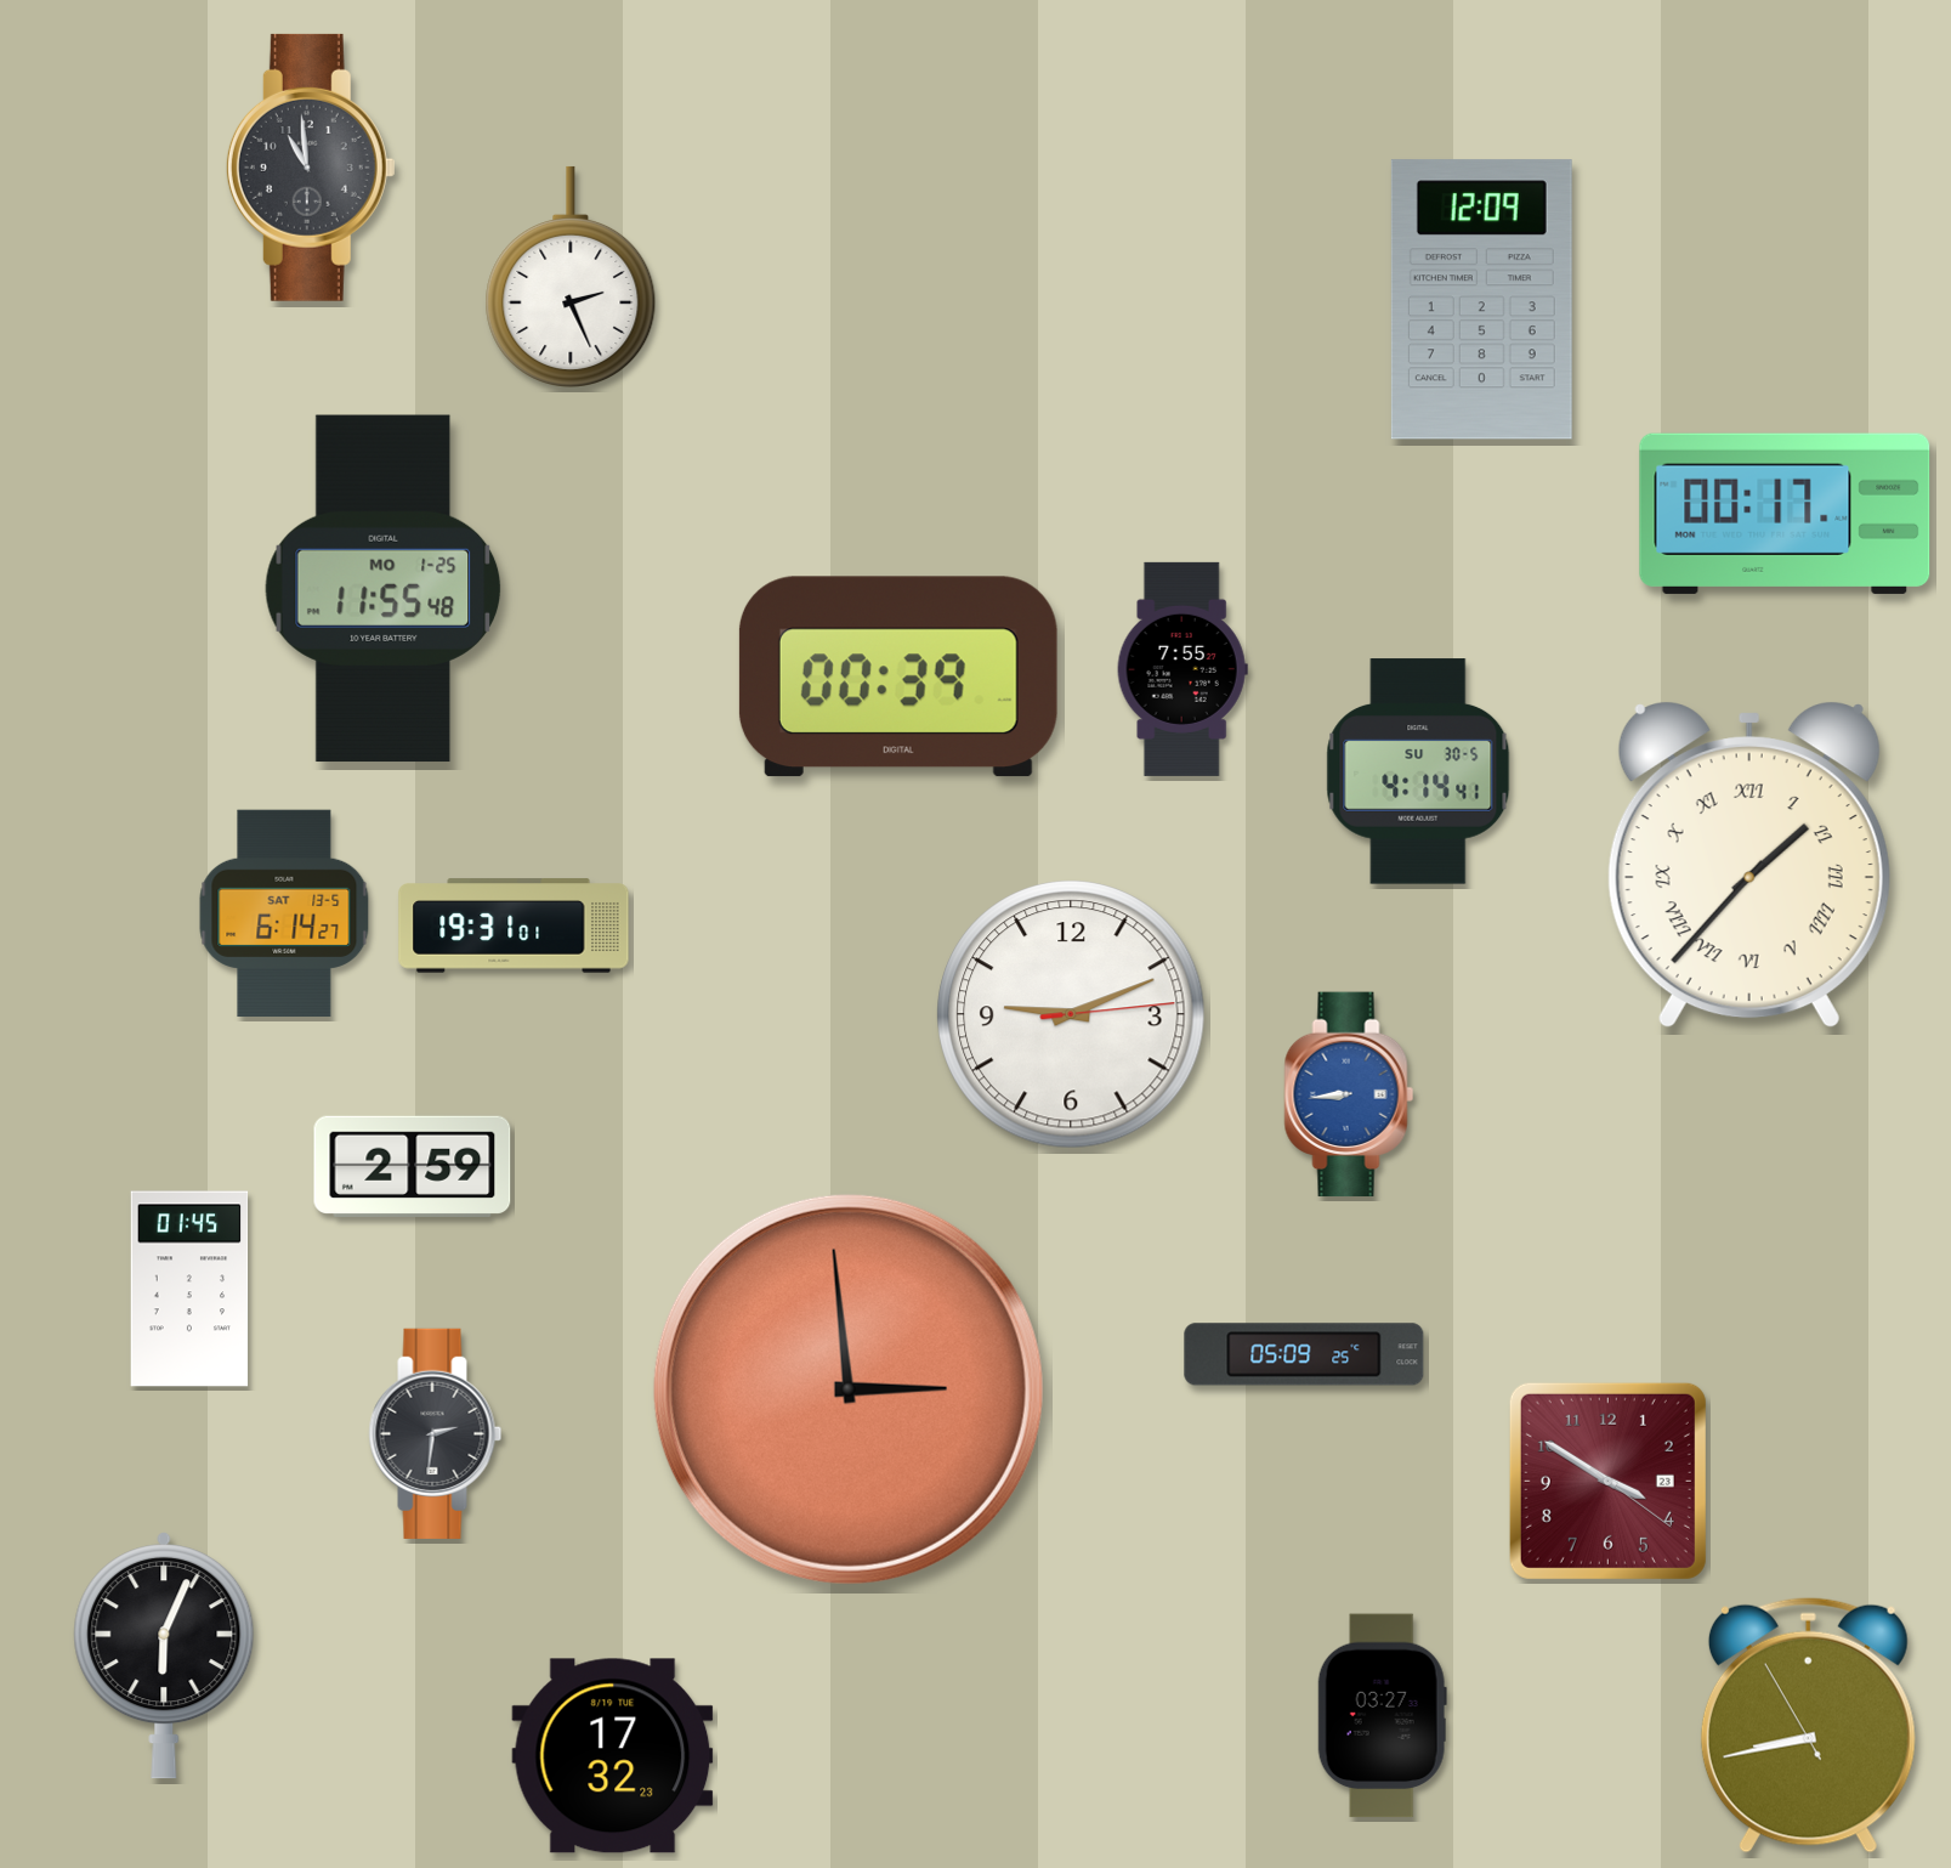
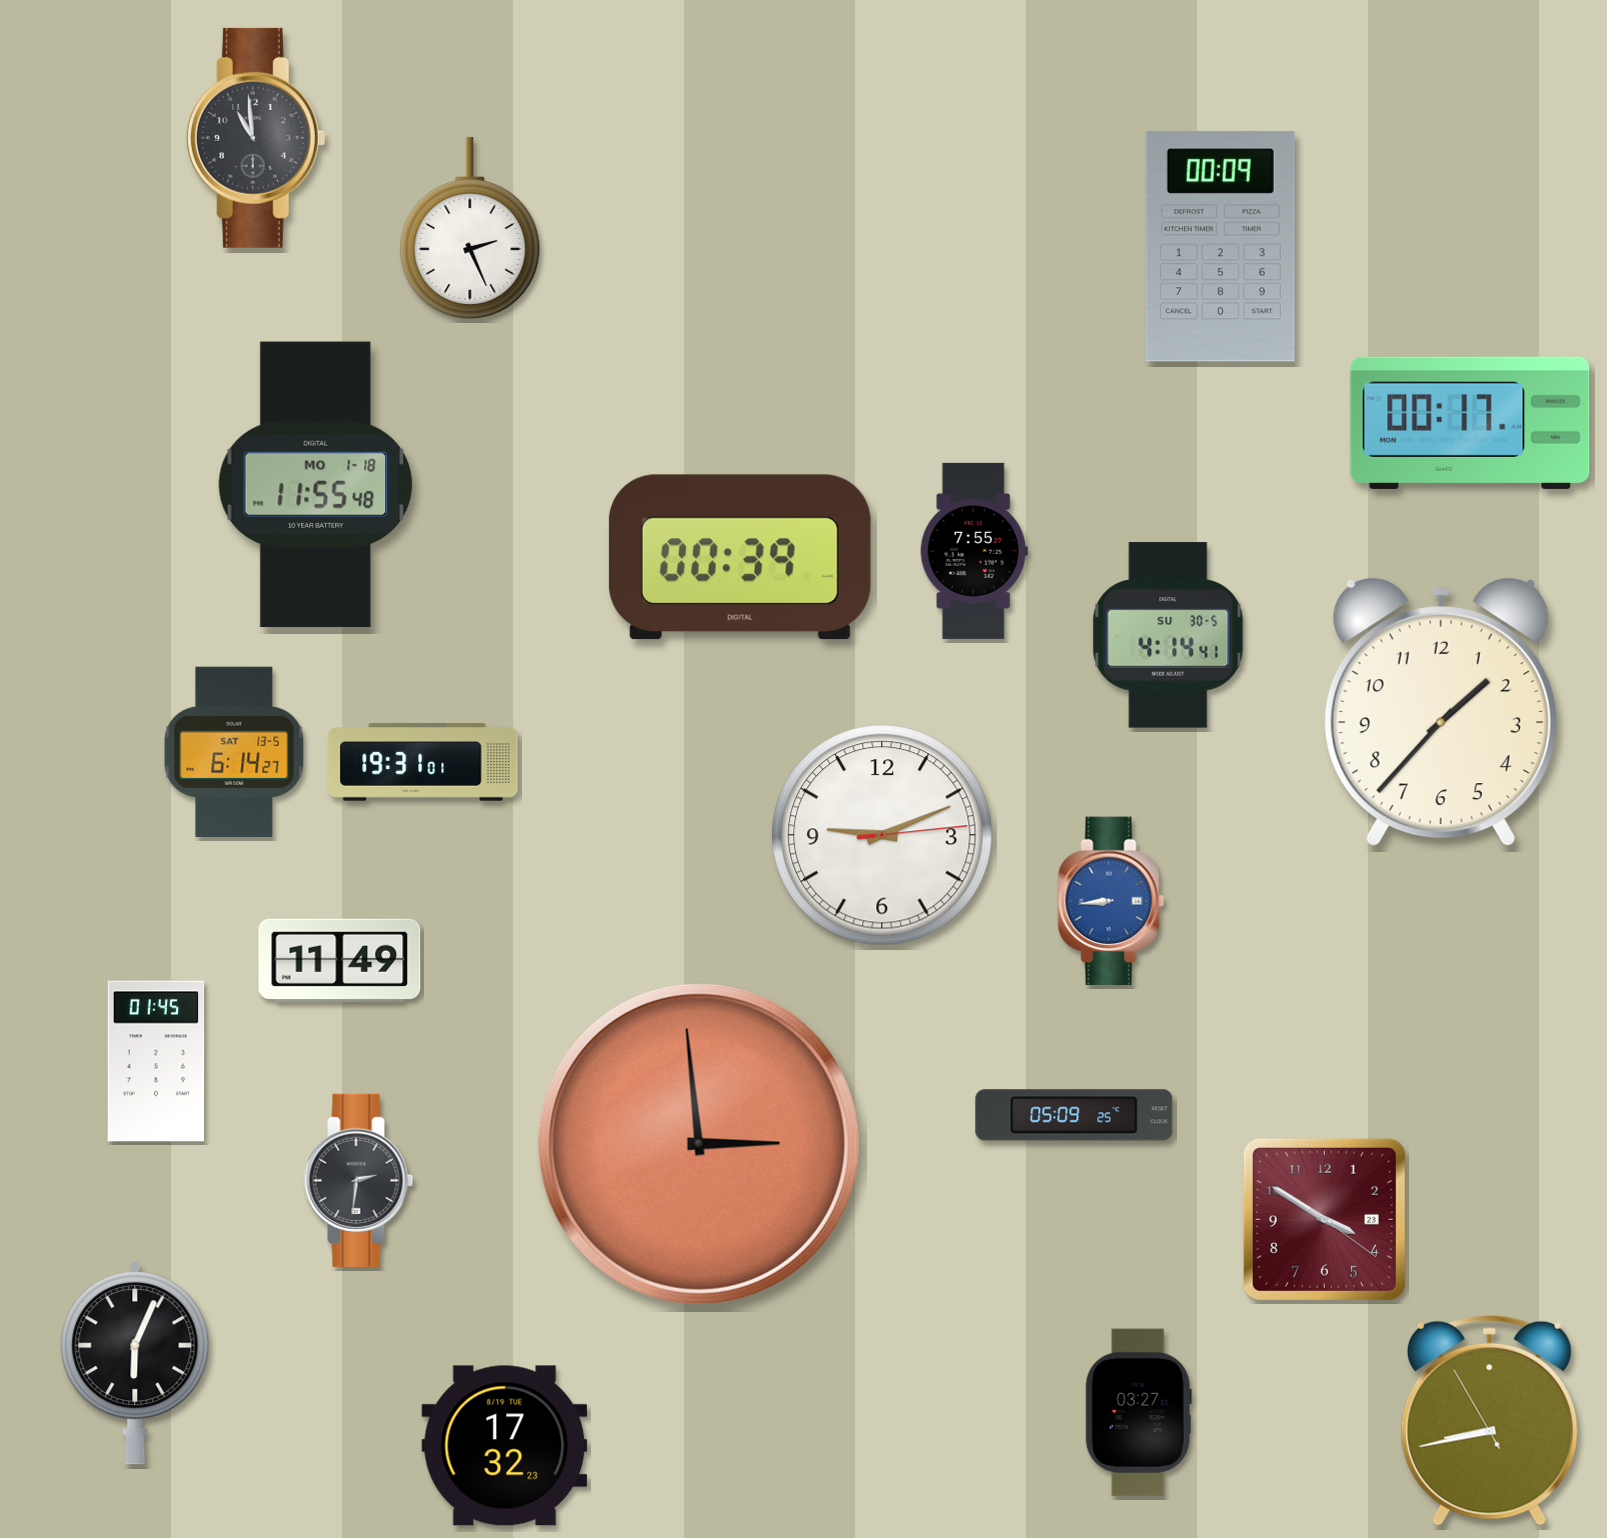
clock at (1481, 300): 12:09 -> 00:09
clock at (384, 589) date: MO 1-25 -> MO 1-18
clock at (1749, 865) numerals: Roman -> Arabic
clock at (413, 1166): 2:59 -> 11:49
